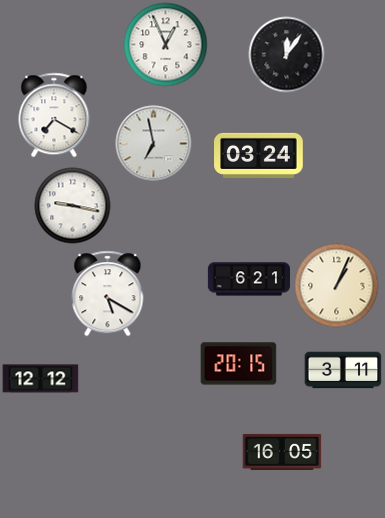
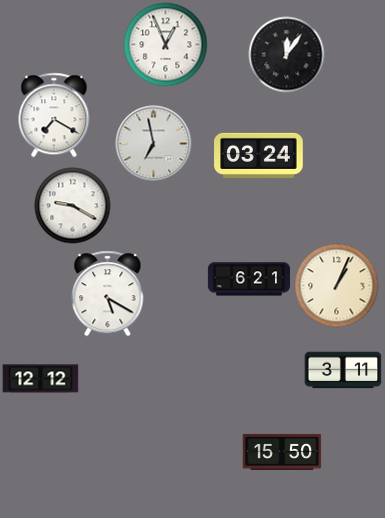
clock at (73, 206): 9:17 -> 9:20
clock at (239, 364): 20:15 -> none
clock at (282, 452): 16:05 -> 15:50
